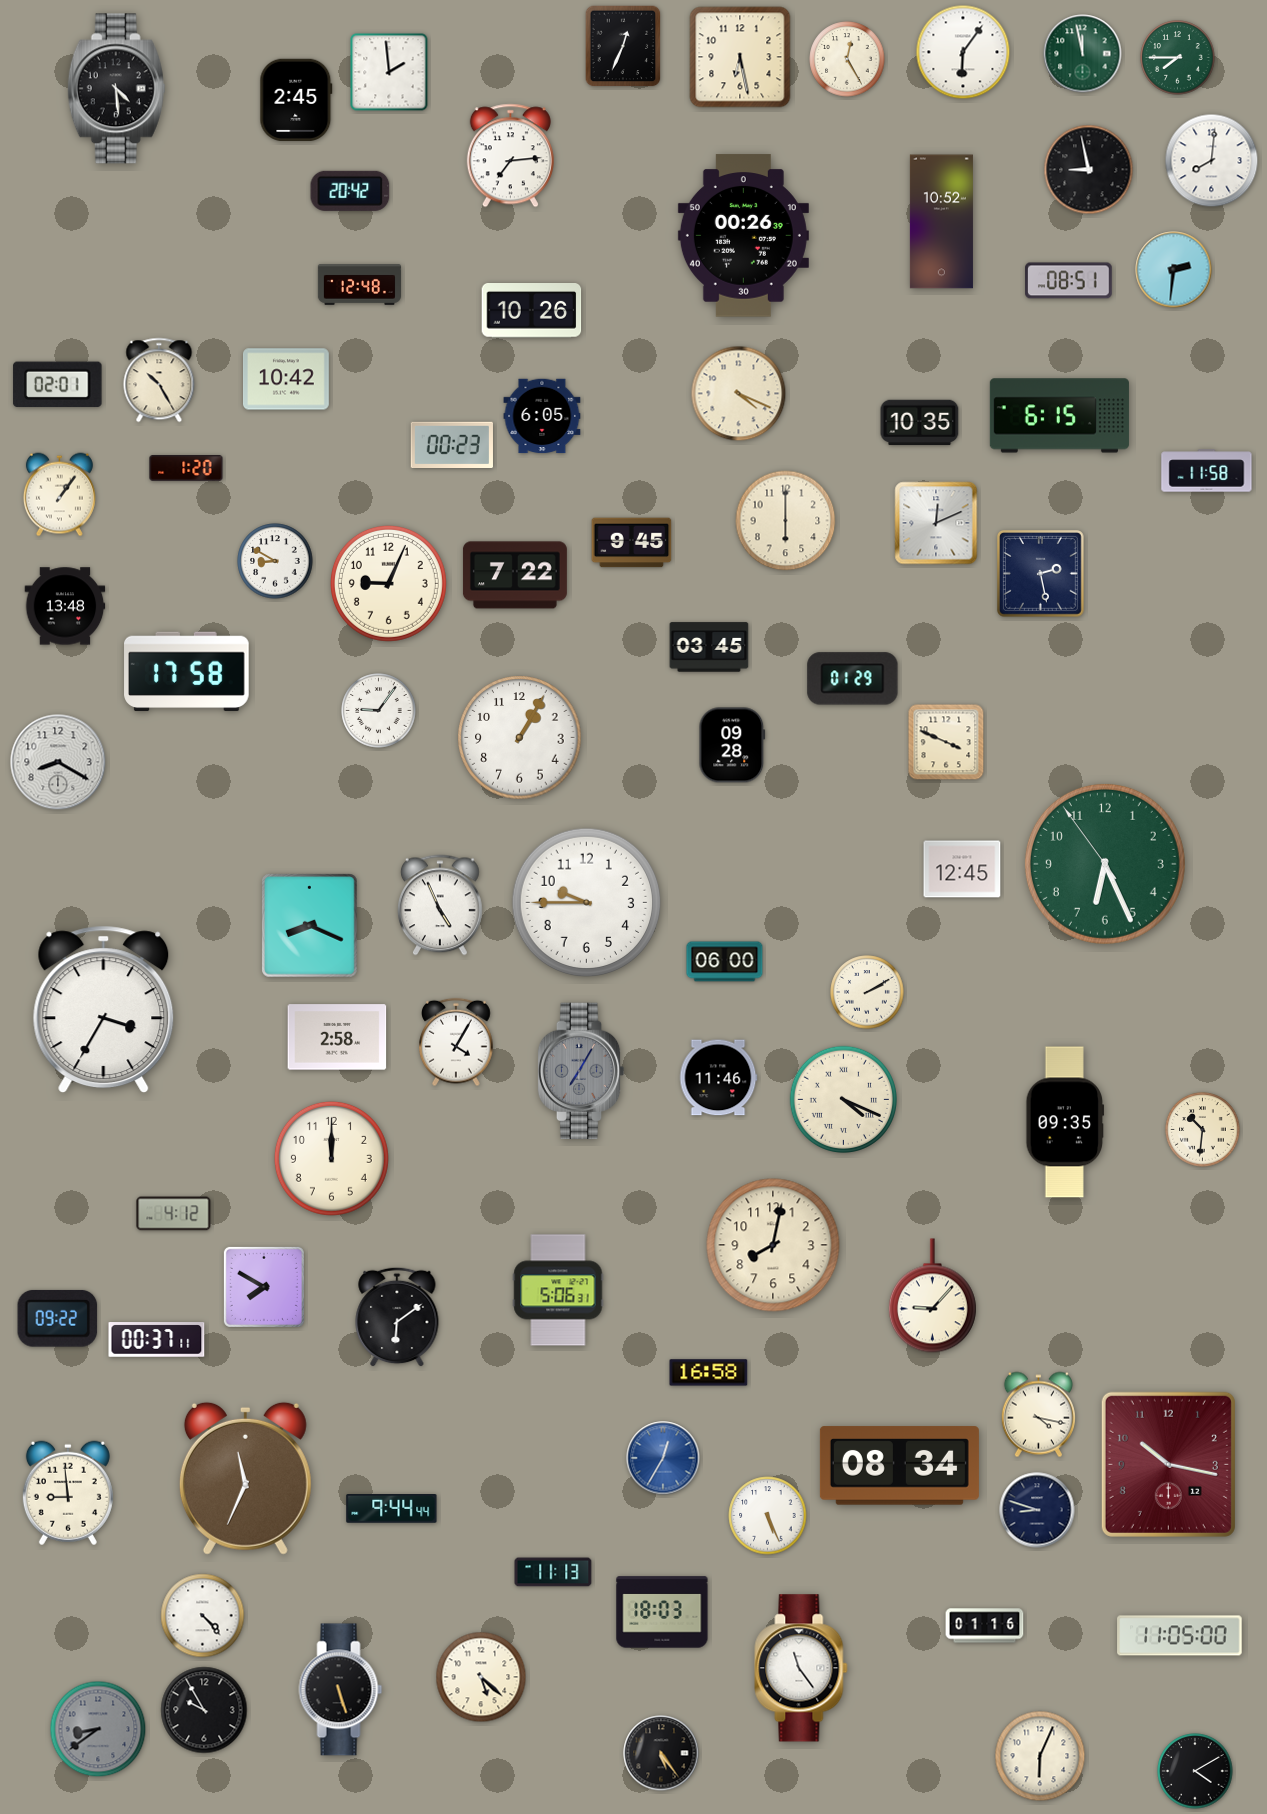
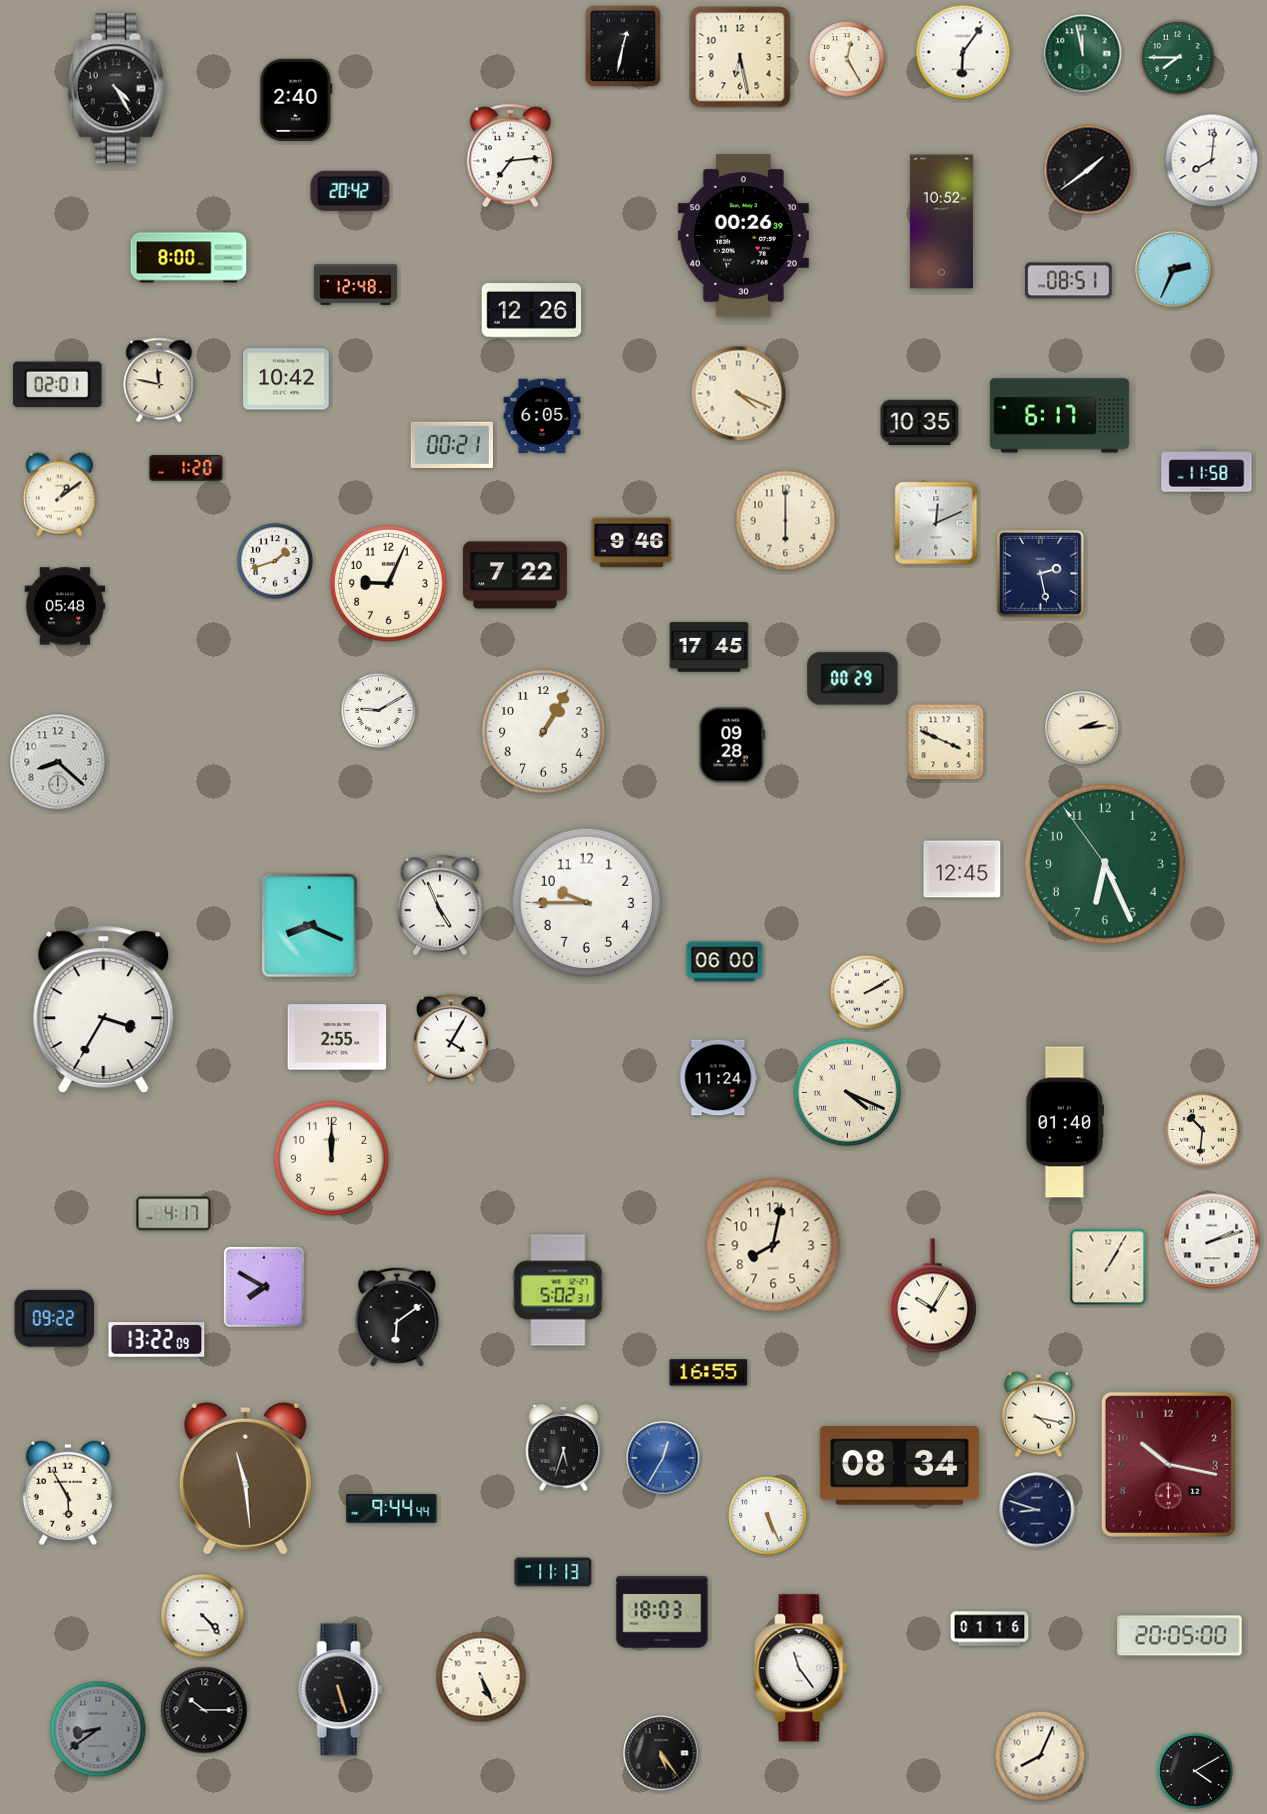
clock at (623, 46): 12:34 -> 12:32
clock at (389, 72): 1:59 -> none
clock at (116, 89): 4:29 -> 4:25
clock at (296, 99): 2:45 -> 2:40
clock at (1089, 170): 8:58 -> 1:39
clock at (189, 258): none -> 8:00
clock at (1174, 270): 2:31 -> 2:34
clock at (359, 285) position: (359, 285) -> (355, 285)
clock at (532, 311): 10:26 -> 12:26
clock at (159, 380): 10:25 -> 11:47
clock at (1059, 416): 6:15 -> 6:17
clock at (452, 444): 00:23 -> 00:21
clock at (59, 495): 1:06 -> 1:09
clock at (632, 543): 9:45 -> 9:46
clock at (275, 561): 8:50 -> 1:42
clock at (65, 606): 13:48 -> 05:48
clock at (709, 647): 03:45 -> 17:45
clock at (187, 672): 17:58 -> none
clock at (853, 679): 01:29 -> 00:29
clock at (379, 711): 9:06 -> 9:10
clock at (1082, 728): none -> 2:14
clock at (520, 738) position: (520, 738) -> (544, 732)
clock at (58, 762): 8:20 -> 8:22
clock at (337, 1037): 2:58 -> 2:55
clock at (456, 1042) position: (456, 1042) -> (451, 1038)
clock at (581, 1071): 7:05 -> none
clock at (718, 1078): 11:46 -> 11:24
clock at (843, 1099) position: (843, 1099) -> (847, 1092)
clock at (1065, 1122): 09:35 -> 01:40
clock at (174, 1214): 4:12 -> 4:17
clock at (1212, 1241): none -> 2:12
clock at (1108, 1267): none -> 1:05
clock at (558, 1290): 5:06 -> 5:02
clock at (932, 1296): 9:07 -> 10:05
clock at (58, 1318) position: (58, 1318) -> (55, 1318)
clock at (157, 1340): 00:37 -> 13:22
clock at (709, 1373): 16:58 -> 16:55
clock at (564, 1447): none -> 5:33
clock at (245, 1478): 11:34 -> 11:29
clock at (68, 1493): 8:59 -> 5:55
clock at (985, 1626) position: (985, 1626) -> (990, 1629)
clock at (1180, 1636): 11:05 -> 20:05
clock at (481, 1677): 5:22 -> 5:26
clock at (204, 1710): 9:55 -> 10:15
clock at (1040, 1756): 6:04 -> 8:04
